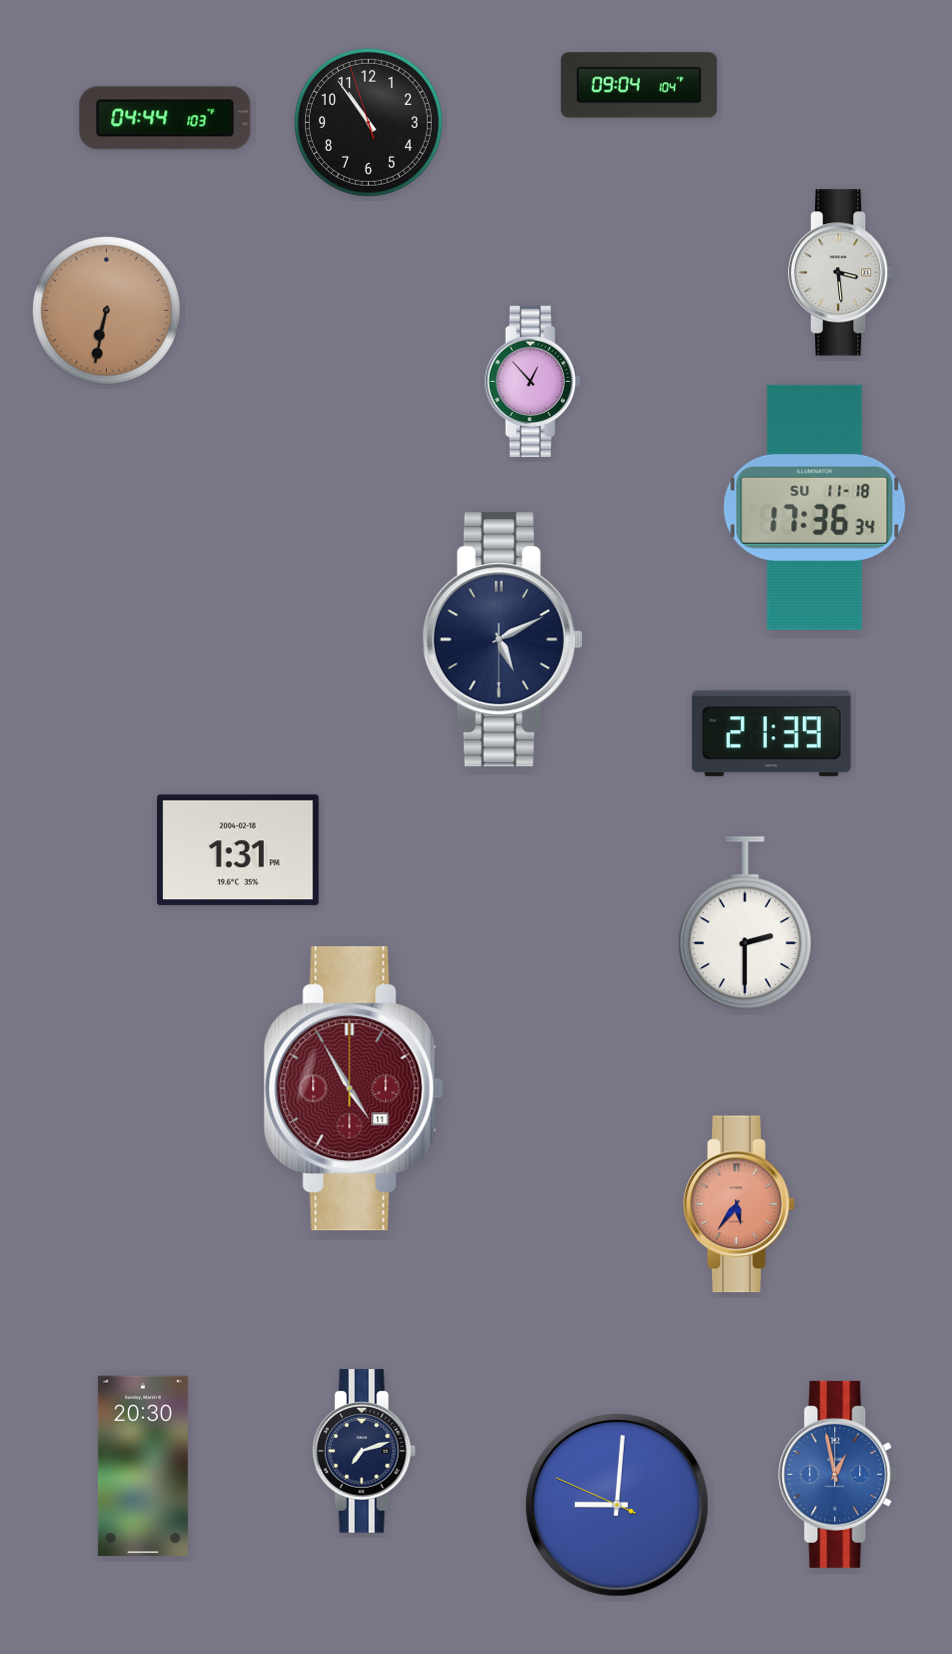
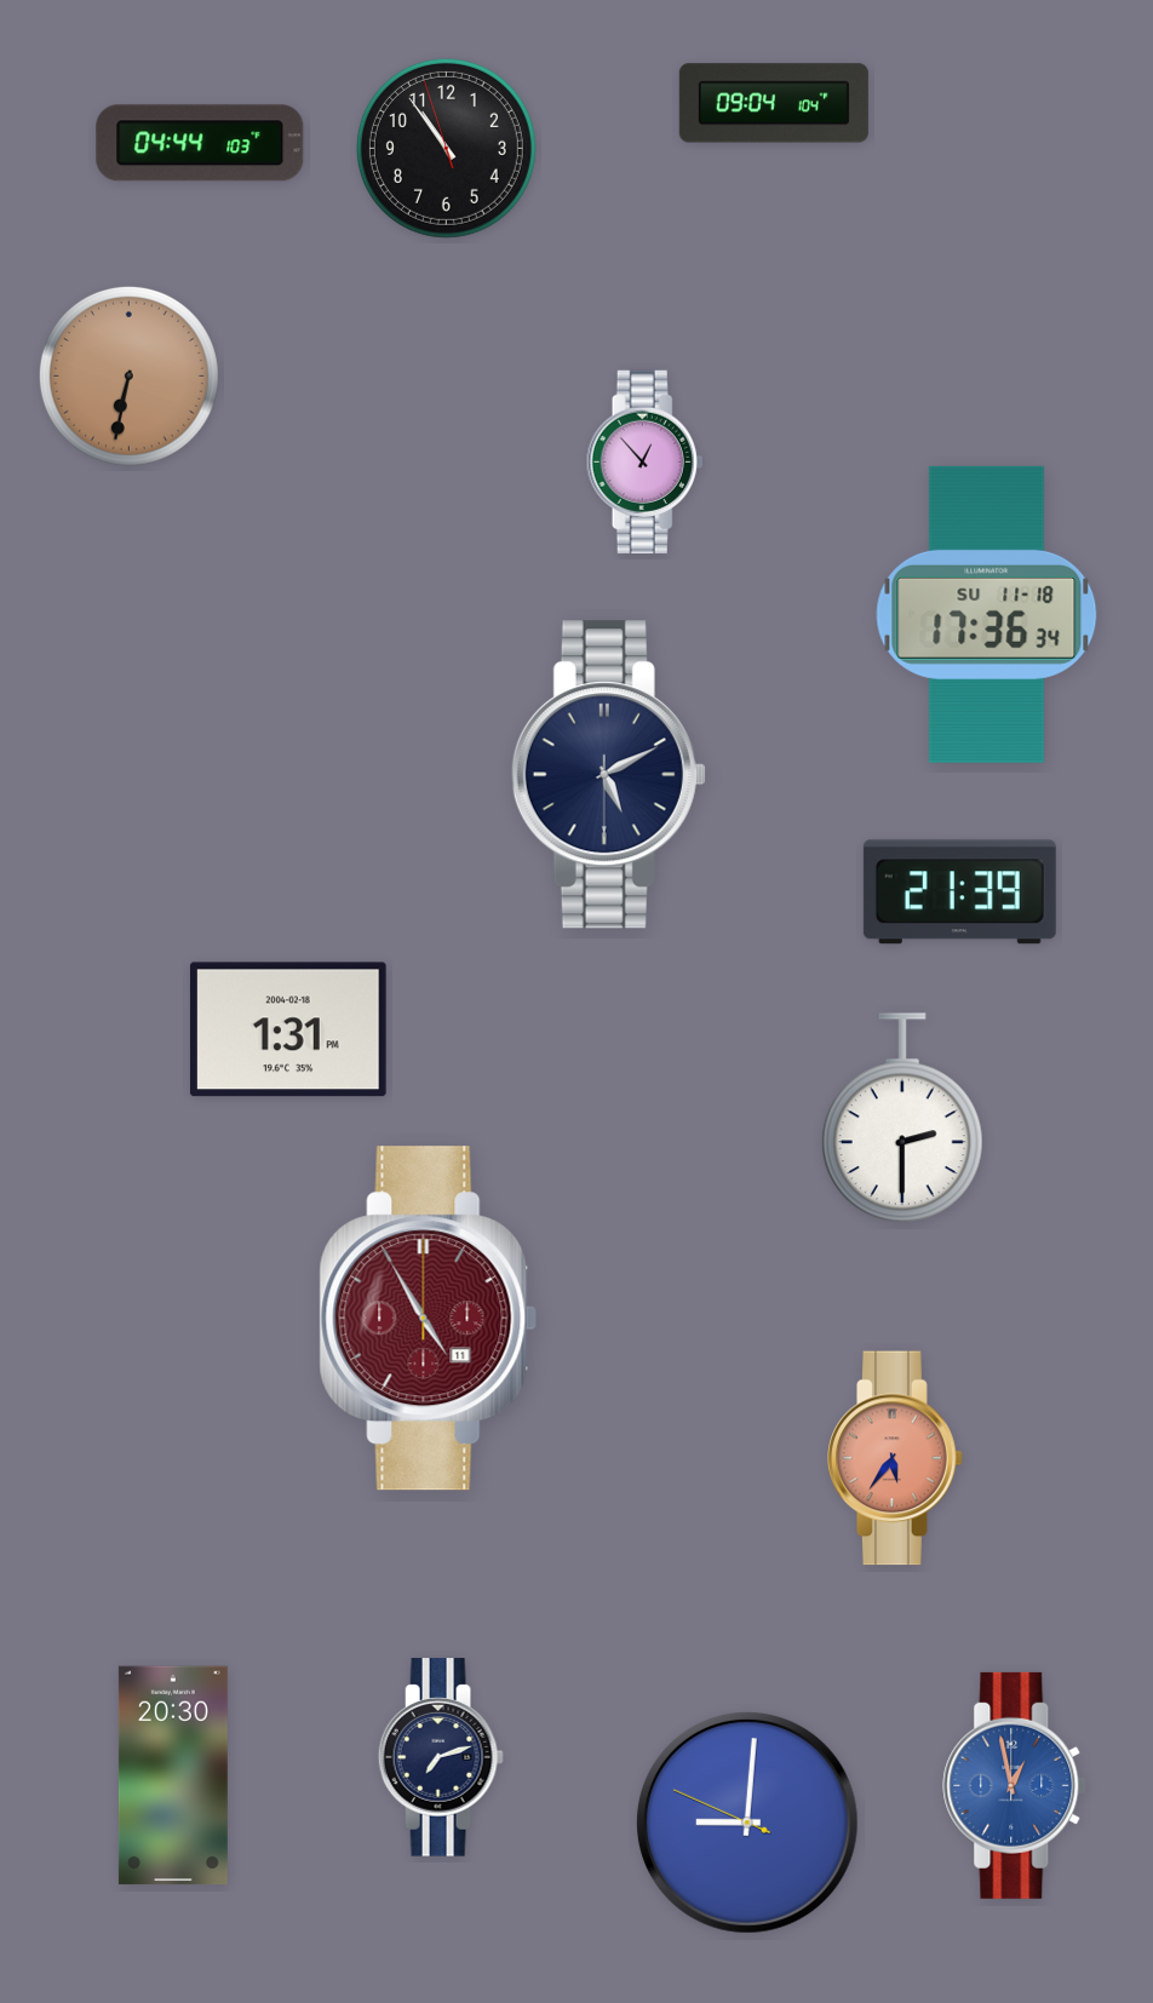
clock at (841, 273): 3:29 -> none
clock at (771, 734) position: (771, 734) -> (959, 893)
